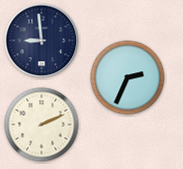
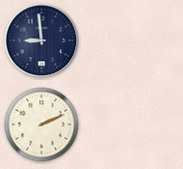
clock at (128, 78): 2:34 -> none
